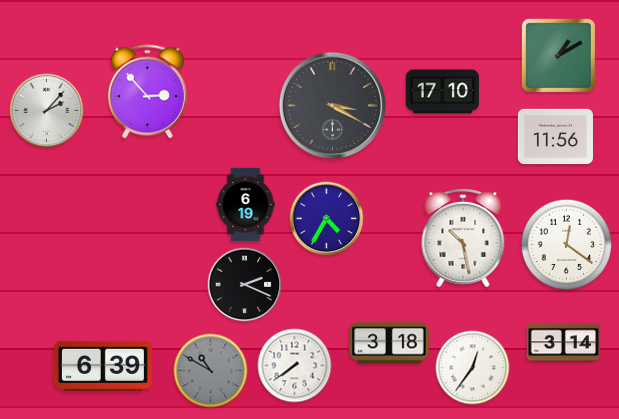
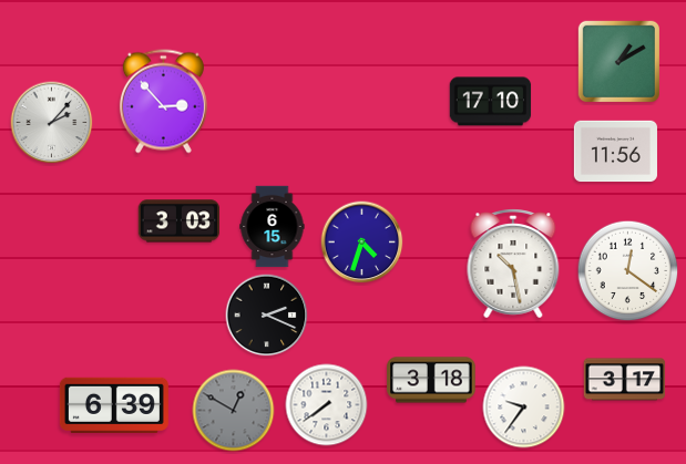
clock at (332, 105): 3:20 -> none
clock at (180, 221): none -> 3:03
clock at (246, 205): 6:19 -> 6:15
clock at (327, 219): 4:35 -> 4:33
clock at (245, 285) position: (245, 285) -> (267, 316)
clock at (564, 343): 3:14 -> 3:17
clock at (473, 368): 12:36 -> 9:36
clock at (211, 371): 10:50 -> 12:50
